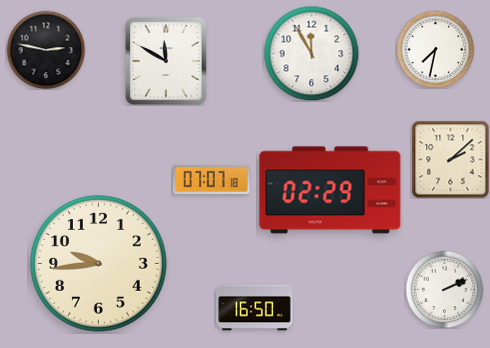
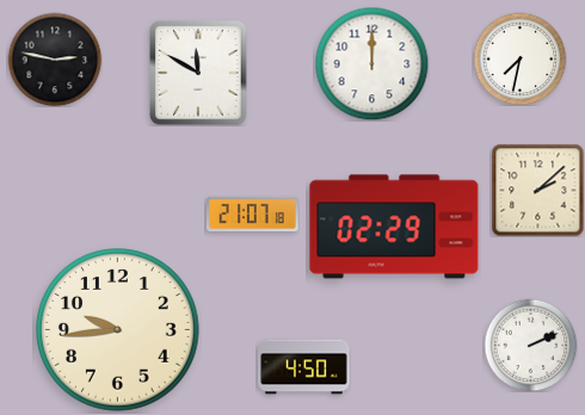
clock at (311, 53): 11:55 -> 12:00
clock at (212, 179): 07:07 -> 21:07
clock at (99, 264) position: (99, 264) -> (118, 330)
clock at (255, 308): 16:50 -> 4:50
